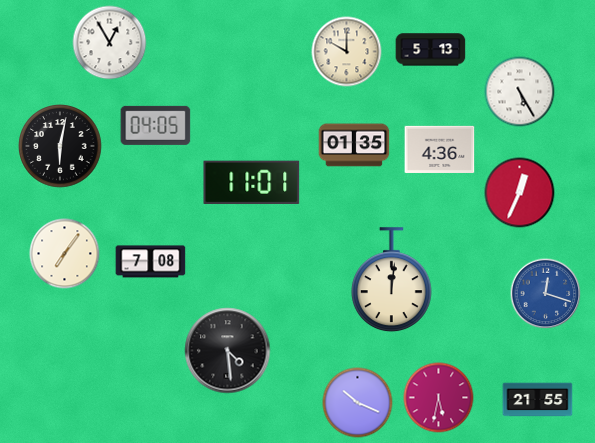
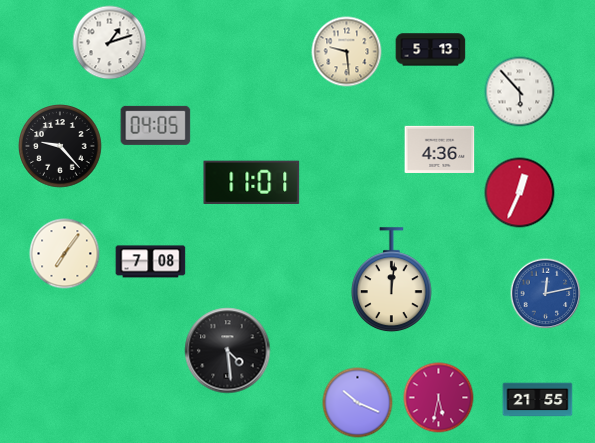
clock at (110, 43): 12:55 -> 1:12
clock at (347, 52): 10:00 -> 9:29
clock at (520, 92): 5:25 -> 5:53
clock at (354, 145): 01:35 -> none
clock at (60, 146): 6:02 -> 9:23
clock at (546, 294): 12:18 -> 12:13
